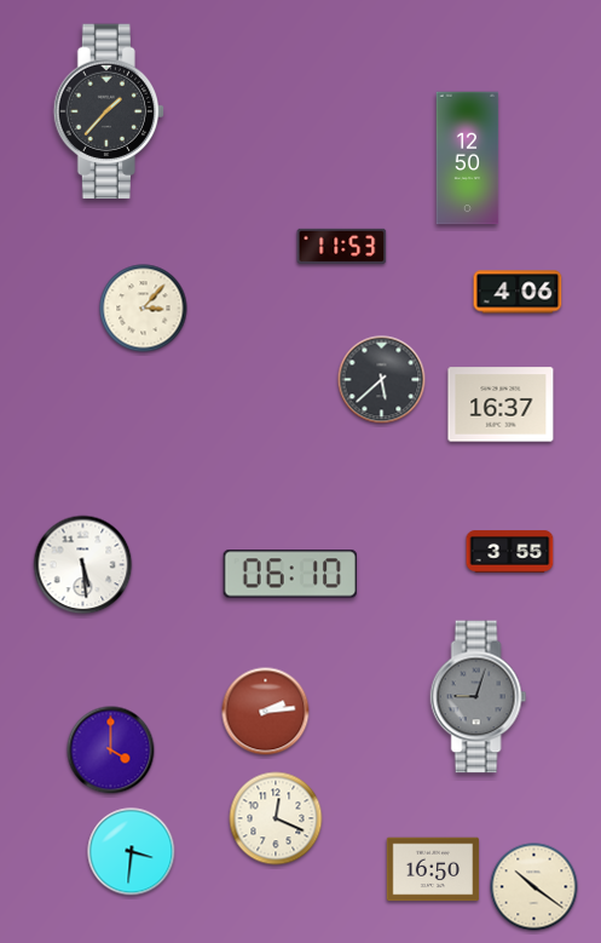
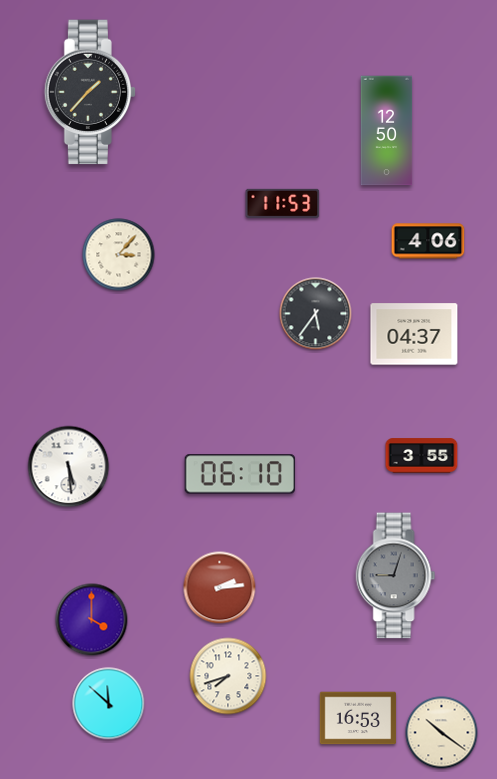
clock at (382, 380): 5:38 -> 5:36
clock at (501, 404): 16:37 -> 04:37
clock at (276, 818): 12:19 -> 7:42
clock at (132, 852): 3:31 -> 11:52
clock at (433, 869): 16:50 -> 16:53
